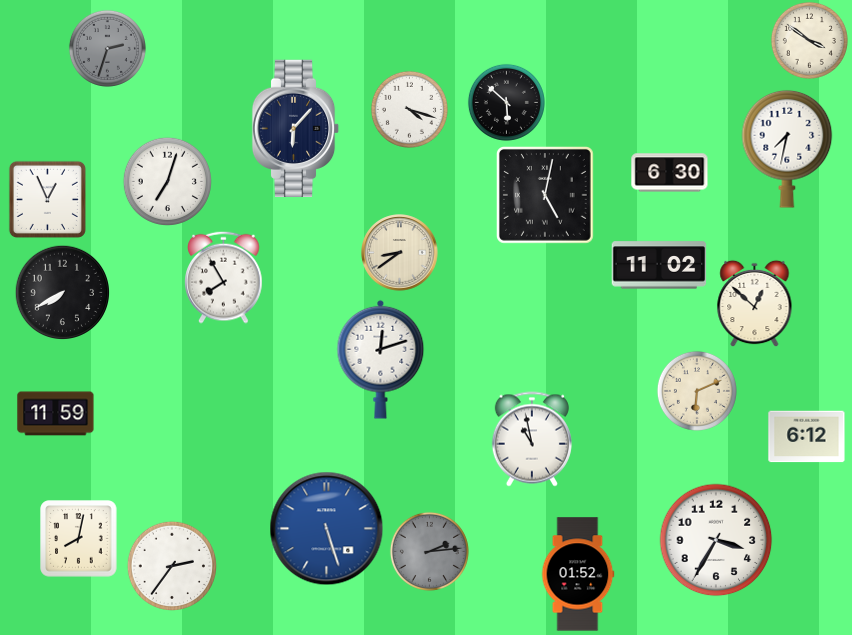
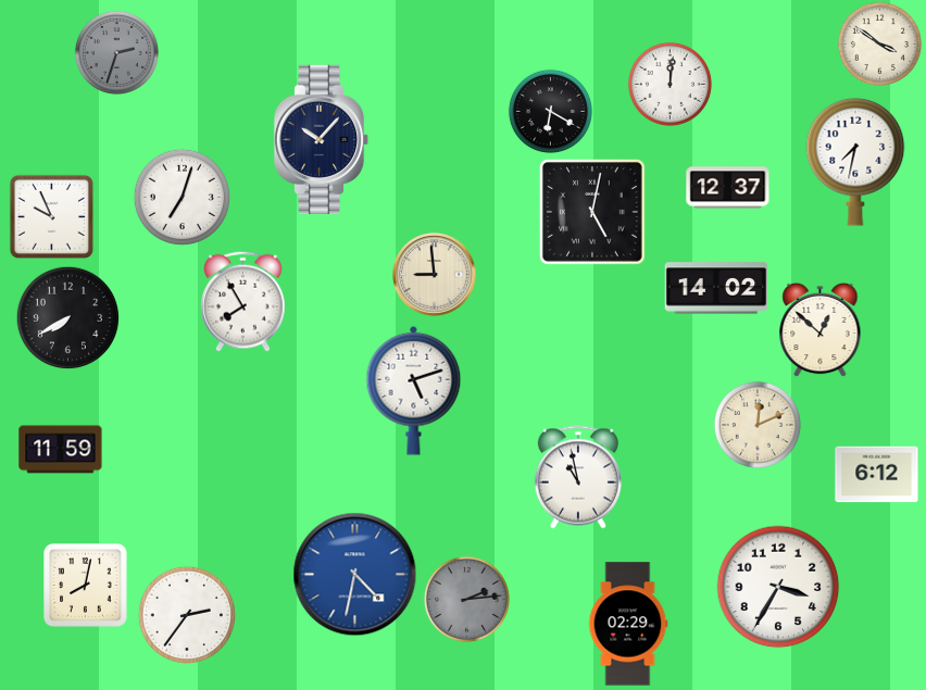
clock at (670, 84): none -> 12:01
clock at (506, 102): 5:52 -> 6:20
clock at (409, 109): 4:18 -> none
clock at (296, 128): 6:07 -> 10:07
clock at (670, 173): 6:30 -> 12:37
clock at (47, 199): 12:56 -> 9:56
clock at (400, 253): 8:39 -> 8:59
clock at (659, 265): 11:02 -> 14:02
clock at (381, 359): 12:12 -> 5:12
clock at (697, 391): 6:11 -> 12:11
clock at (327, 529): 5:27 -> 4:32
clock at (578, 574): 01:52 -> 02:29
